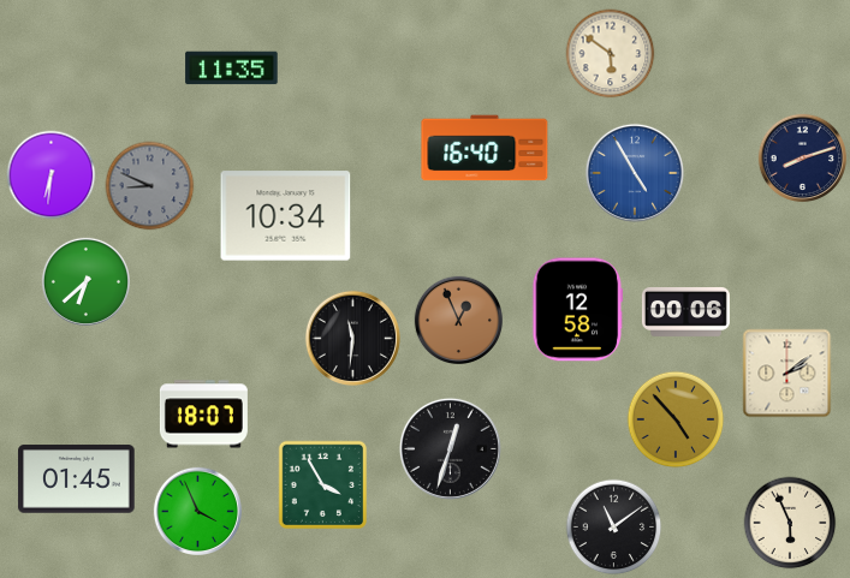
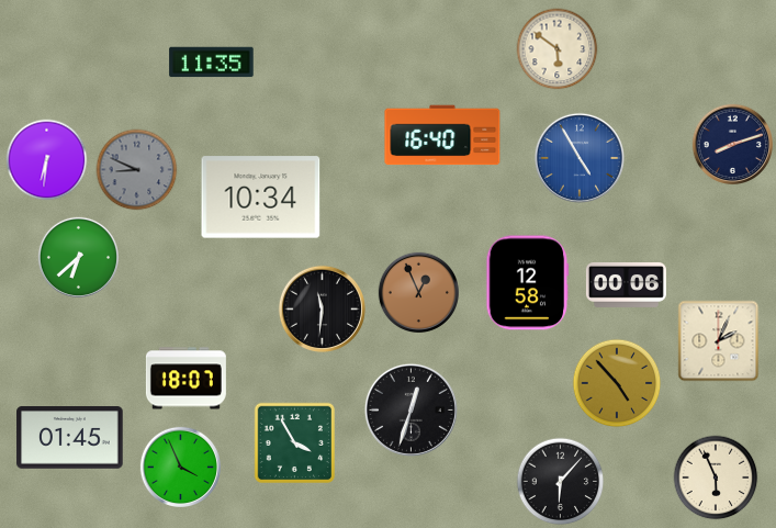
clock at (787, 374): 2:09 -> 2:04
clock at (790, 523) position: (790, 523) -> (716, 478)
clock at (614, 528): 11:09 -> 6:07
